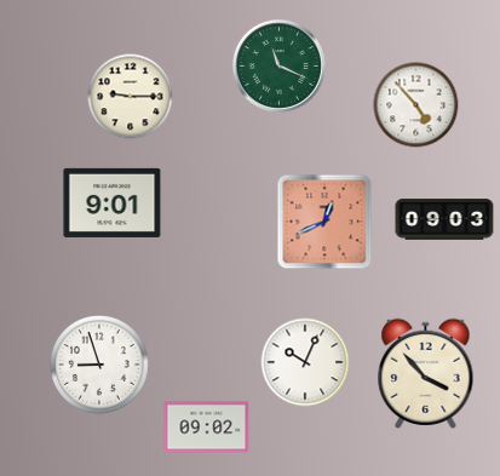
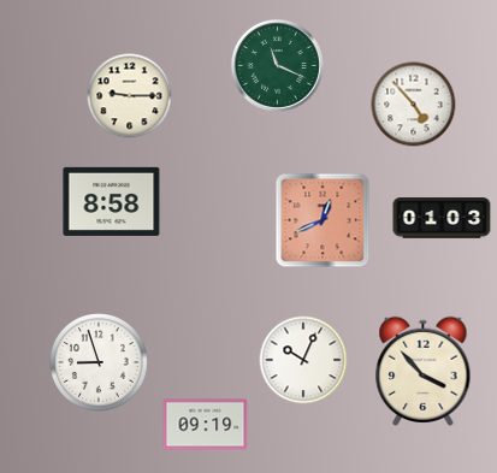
clock at (113, 202): 9:01 -> 8:58
clock at (444, 219): 09:03 -> 01:03
clock at (207, 428): 09:02 -> 09:19
